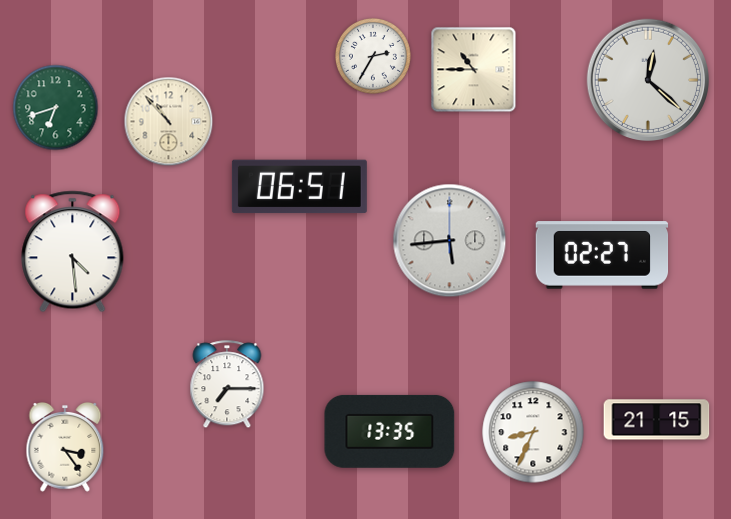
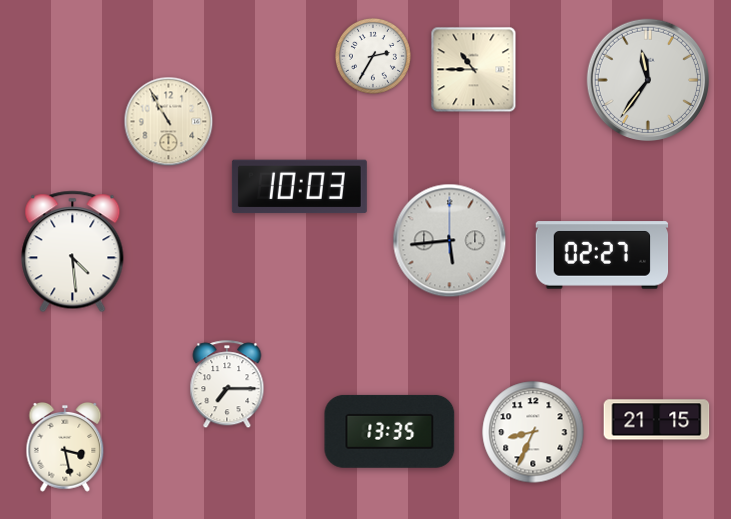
clock at (647, 79): 12:22 -> 11:36
clock at (56, 108): 6:42 -> none
clock at (169, 122): 10:53 -> 10:55
clock at (299, 187): 06:51 -> 10:03
clock at (65, 447): 3:24 -> 3:28
